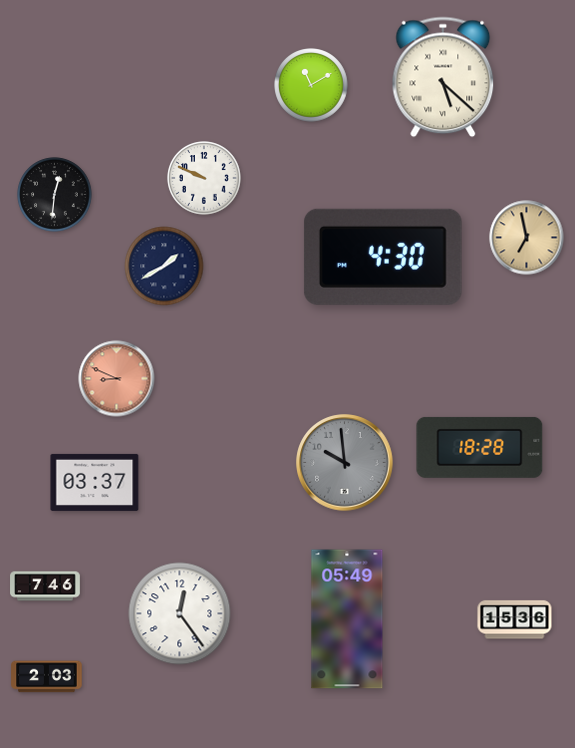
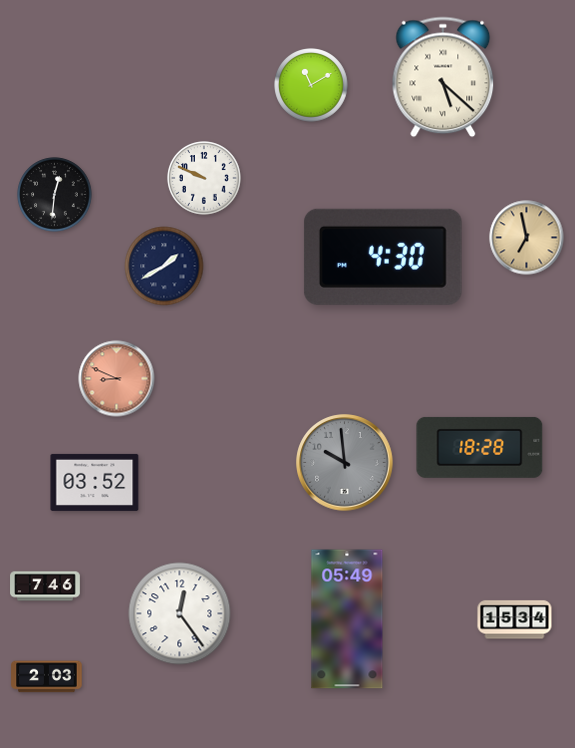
clock at (95, 482): 03:37 -> 03:52
clock at (515, 620): 15:36 -> 15:34
